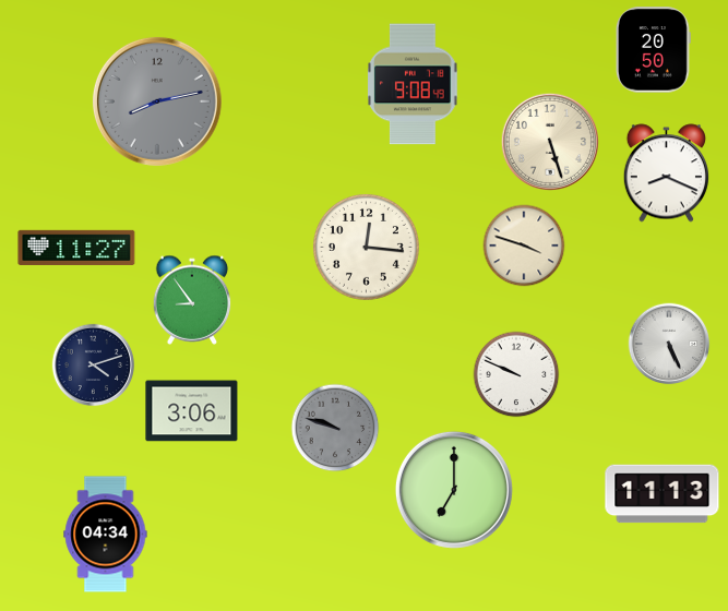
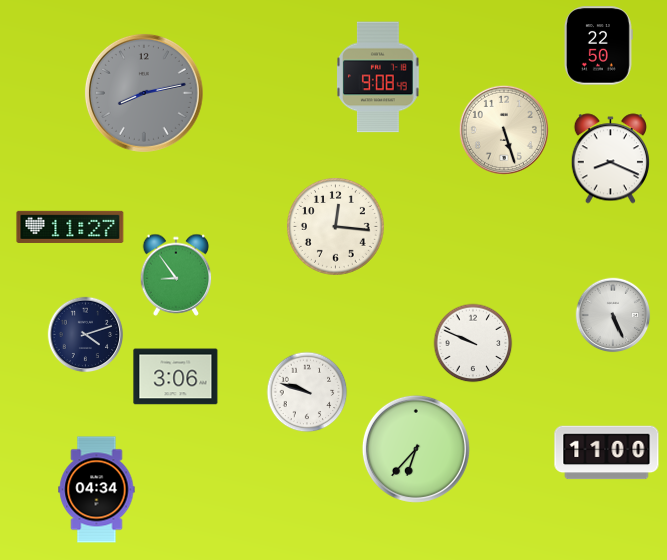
clock at (653, 50): 20:50 -> 22:50
clock at (524, 245): 3:48 -> none
clock at (335, 428) dial: grey -> white
clock at (454, 490): 7:00 -> 6:37
clock at (663, 494): 11:13 -> 11:00
